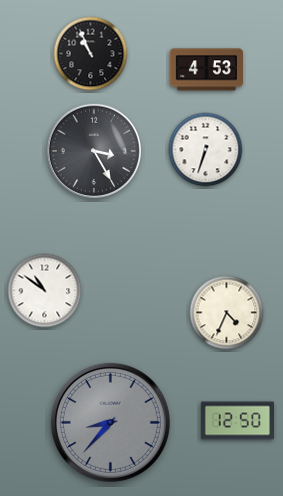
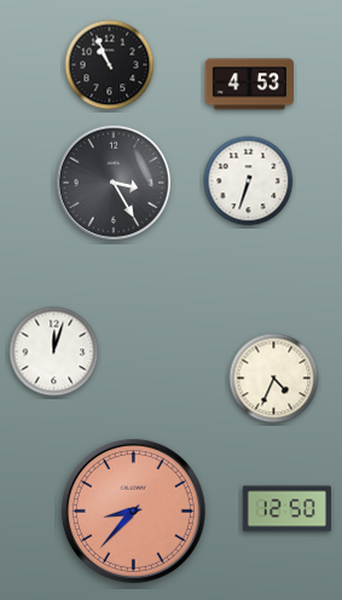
clock at (45, 291): 10:51 -> 12:03
clock at (110, 422) dial: grey -> salmon
